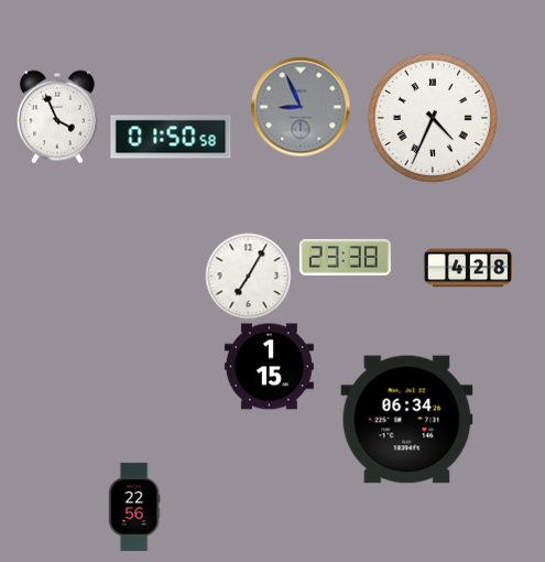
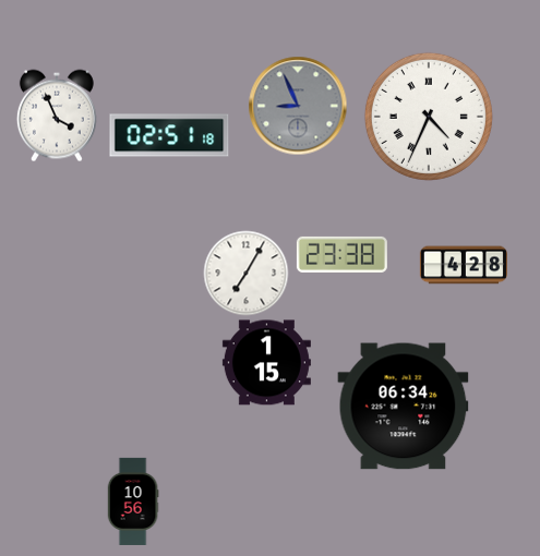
clock at (171, 137): 01:50 -> 02:51
clock at (407, 420) position: (407, 420) -> (404, 407)
clock at (134, 507): 22:56 -> 10:56
